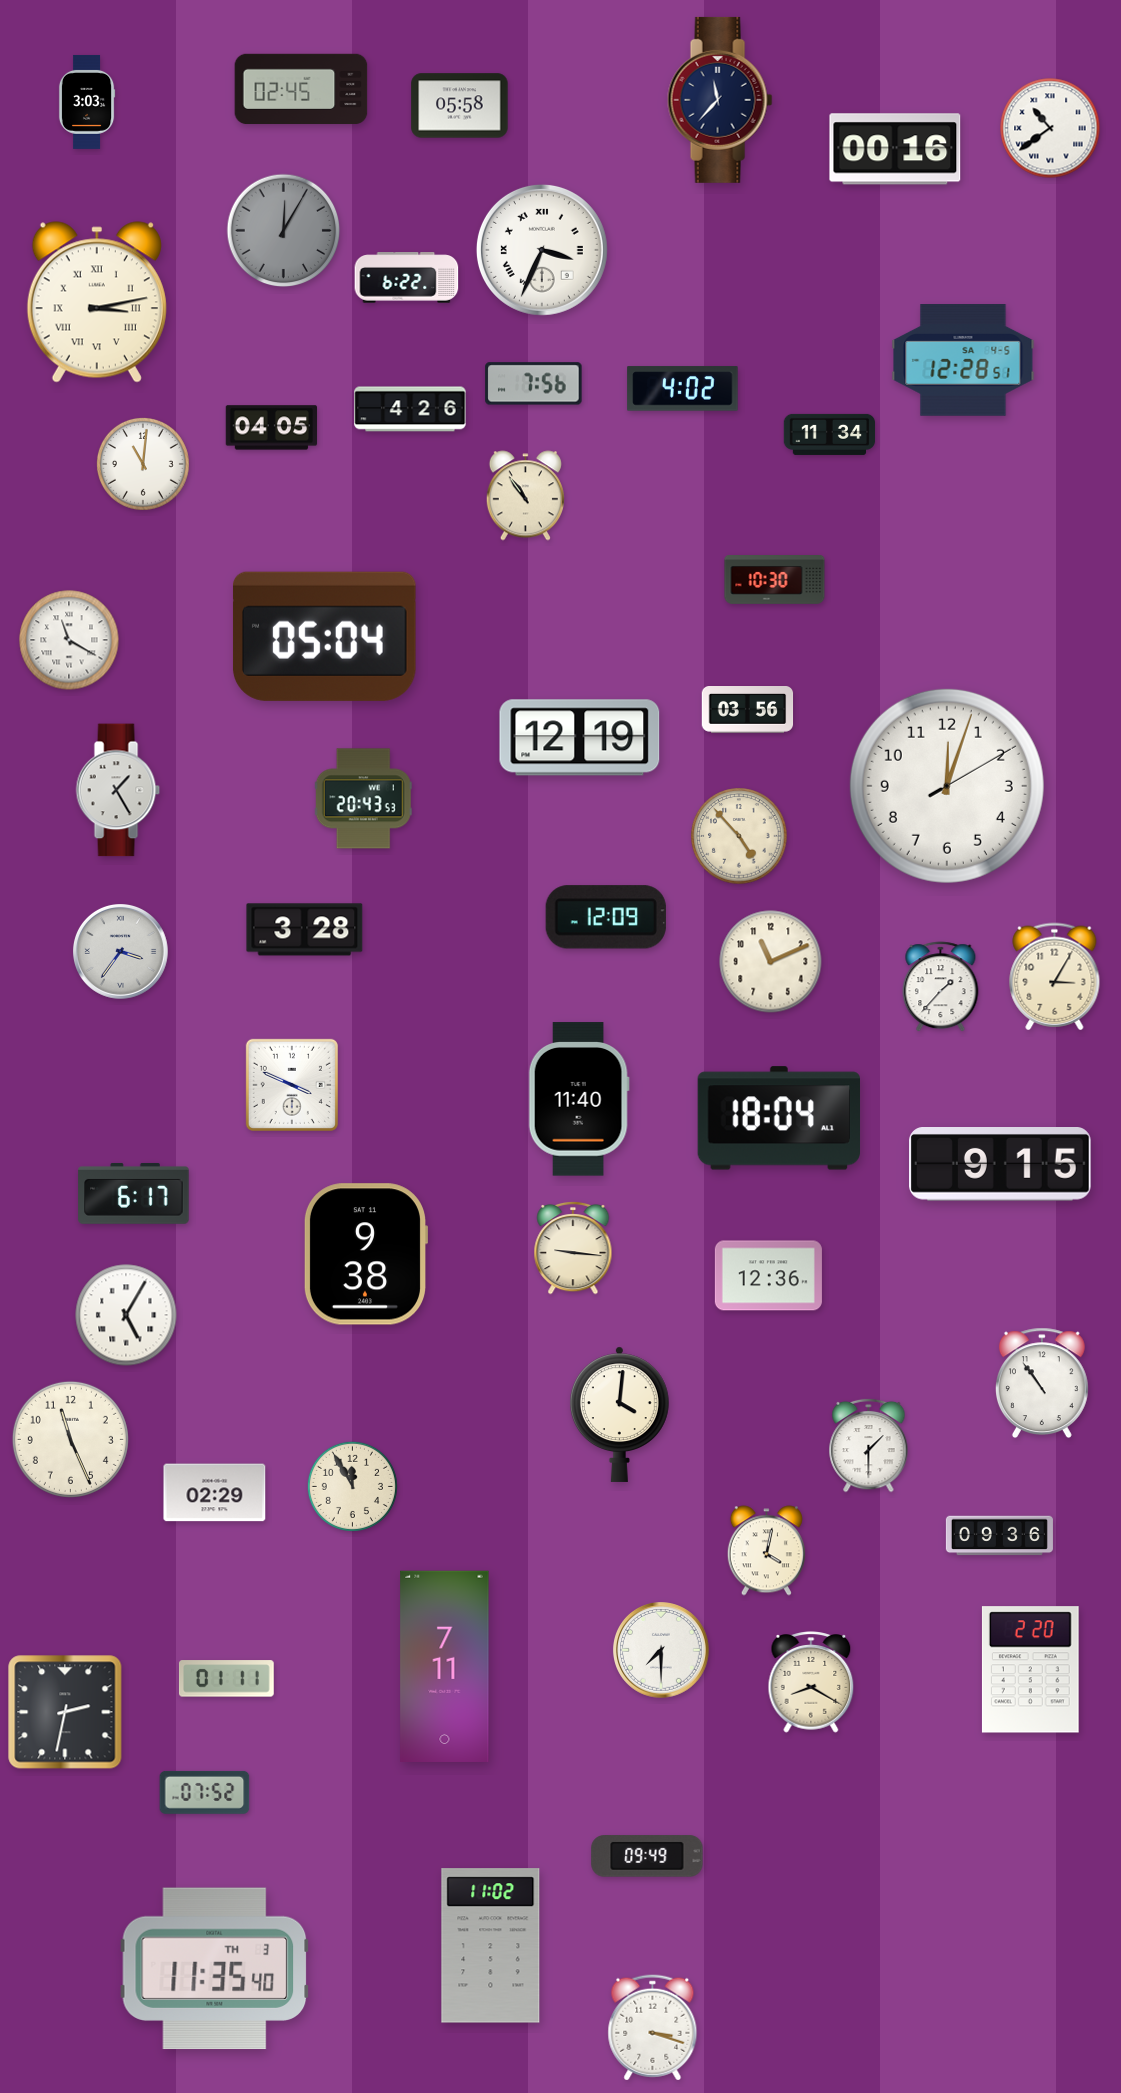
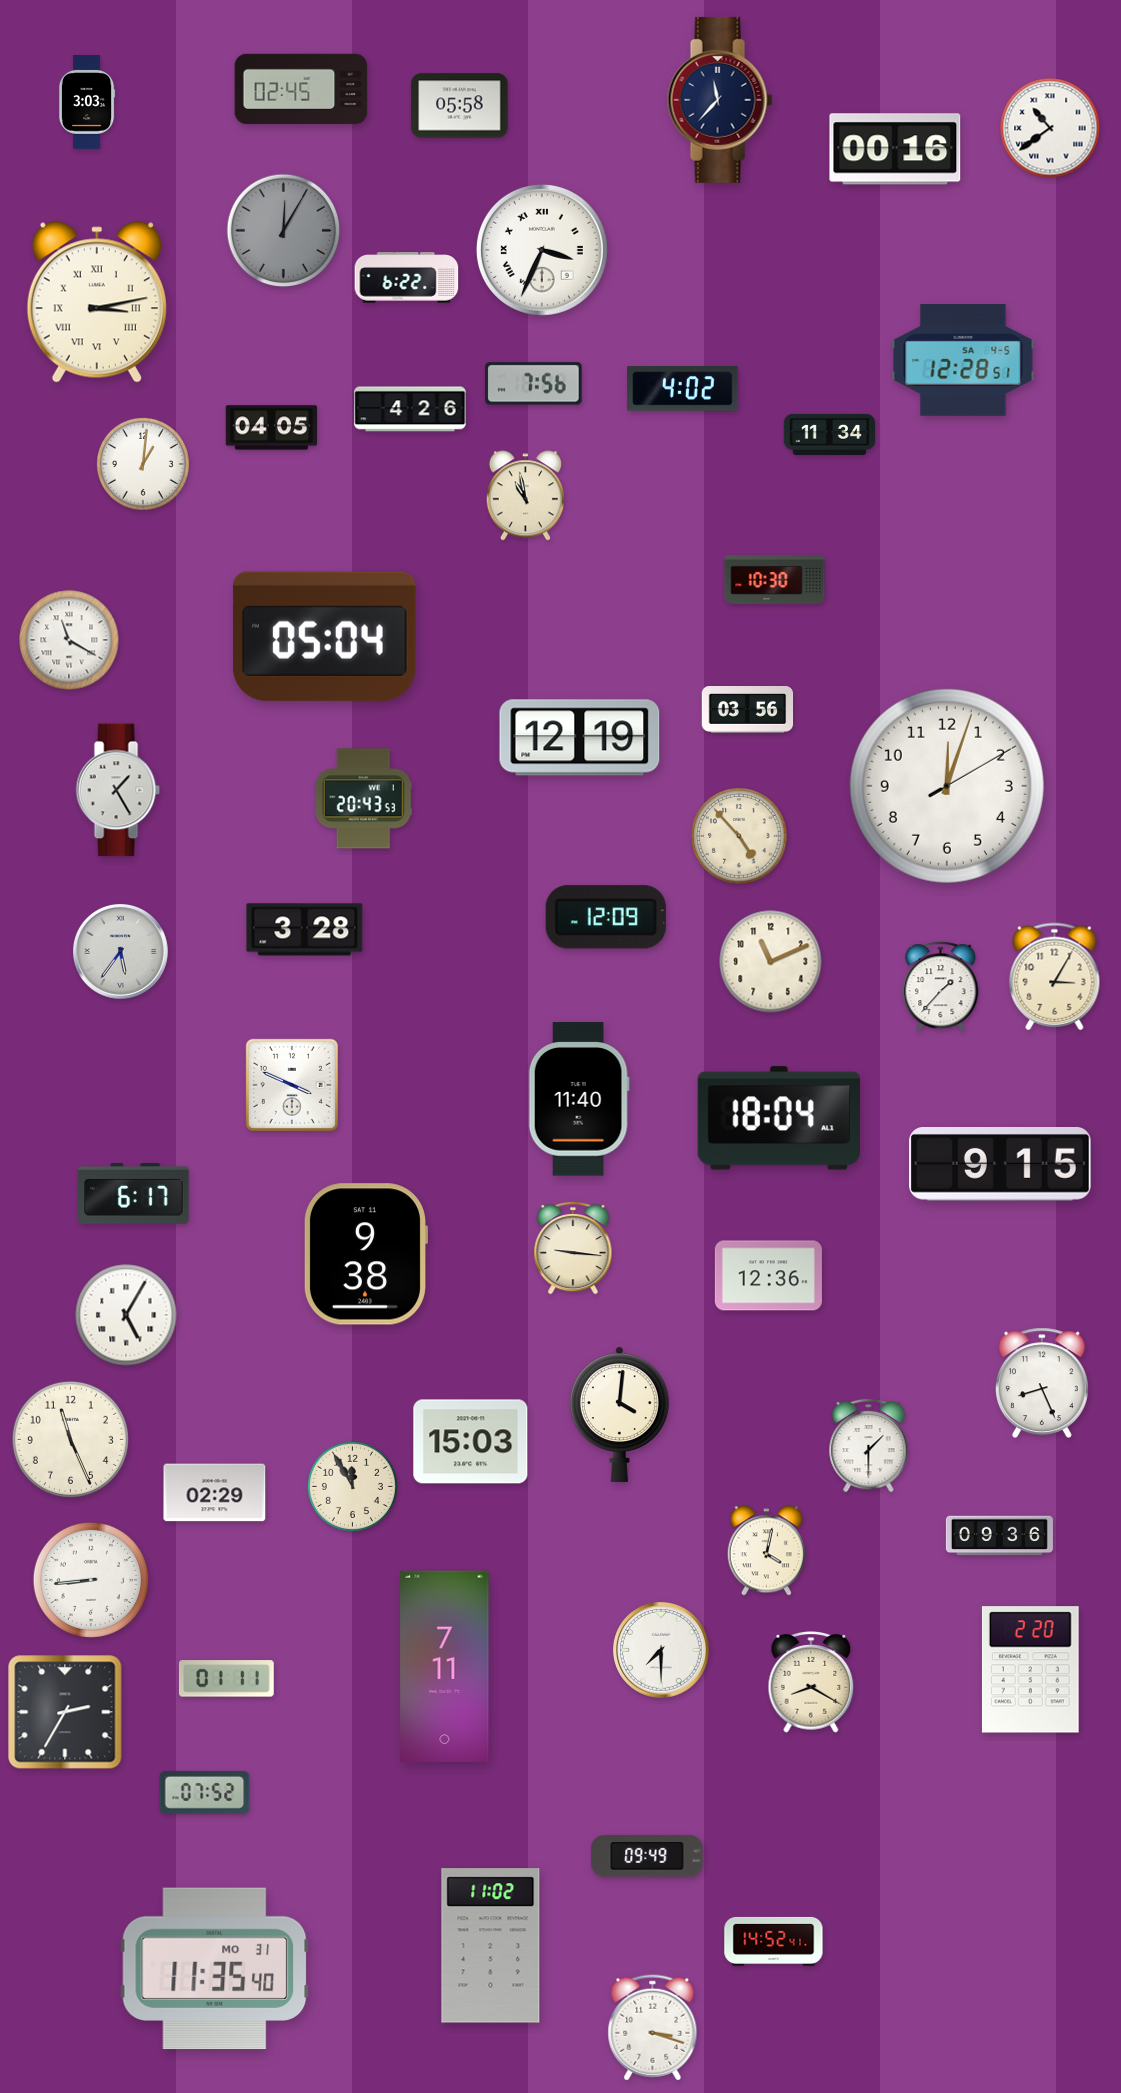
clock at (143, 464): 11:01 -> 1:01
clock at (525, 496): 10:54 -> 10:58
clock at (121, 952): 3:36 -> 5:36
clock at (1042, 1383): 10:54 -> 8:26
clock at (471, 1442): none -> 15:03
clock at (91, 1580): none -> 8:44
clock at (65, 1712): 2:32 -> 2:35
clock at (774, 1941): none -> 14:52
clock at (215, 1969) date: TH 3 -> MO 31
